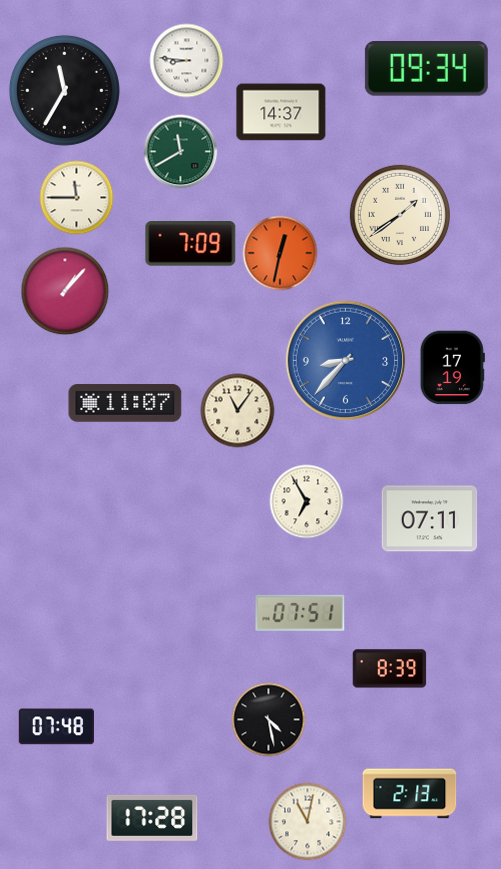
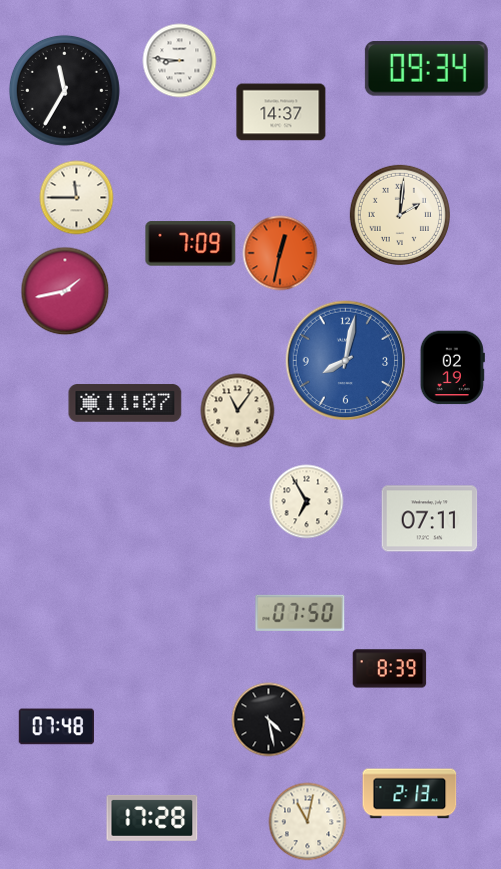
clock at (187, 61) position: (187, 61) -> (180, 61)
clock at (181, 152): 11:40 -> none
clock at (400, 215): 1:39 -> 2:01
clock at (65, 291): 1:07 -> 1:43
clock at (346, 361): 8:37 -> 8:02
clock at (452, 368): 17:19 -> 02:19
clock at (300, 613): 07:51 -> 07:50
